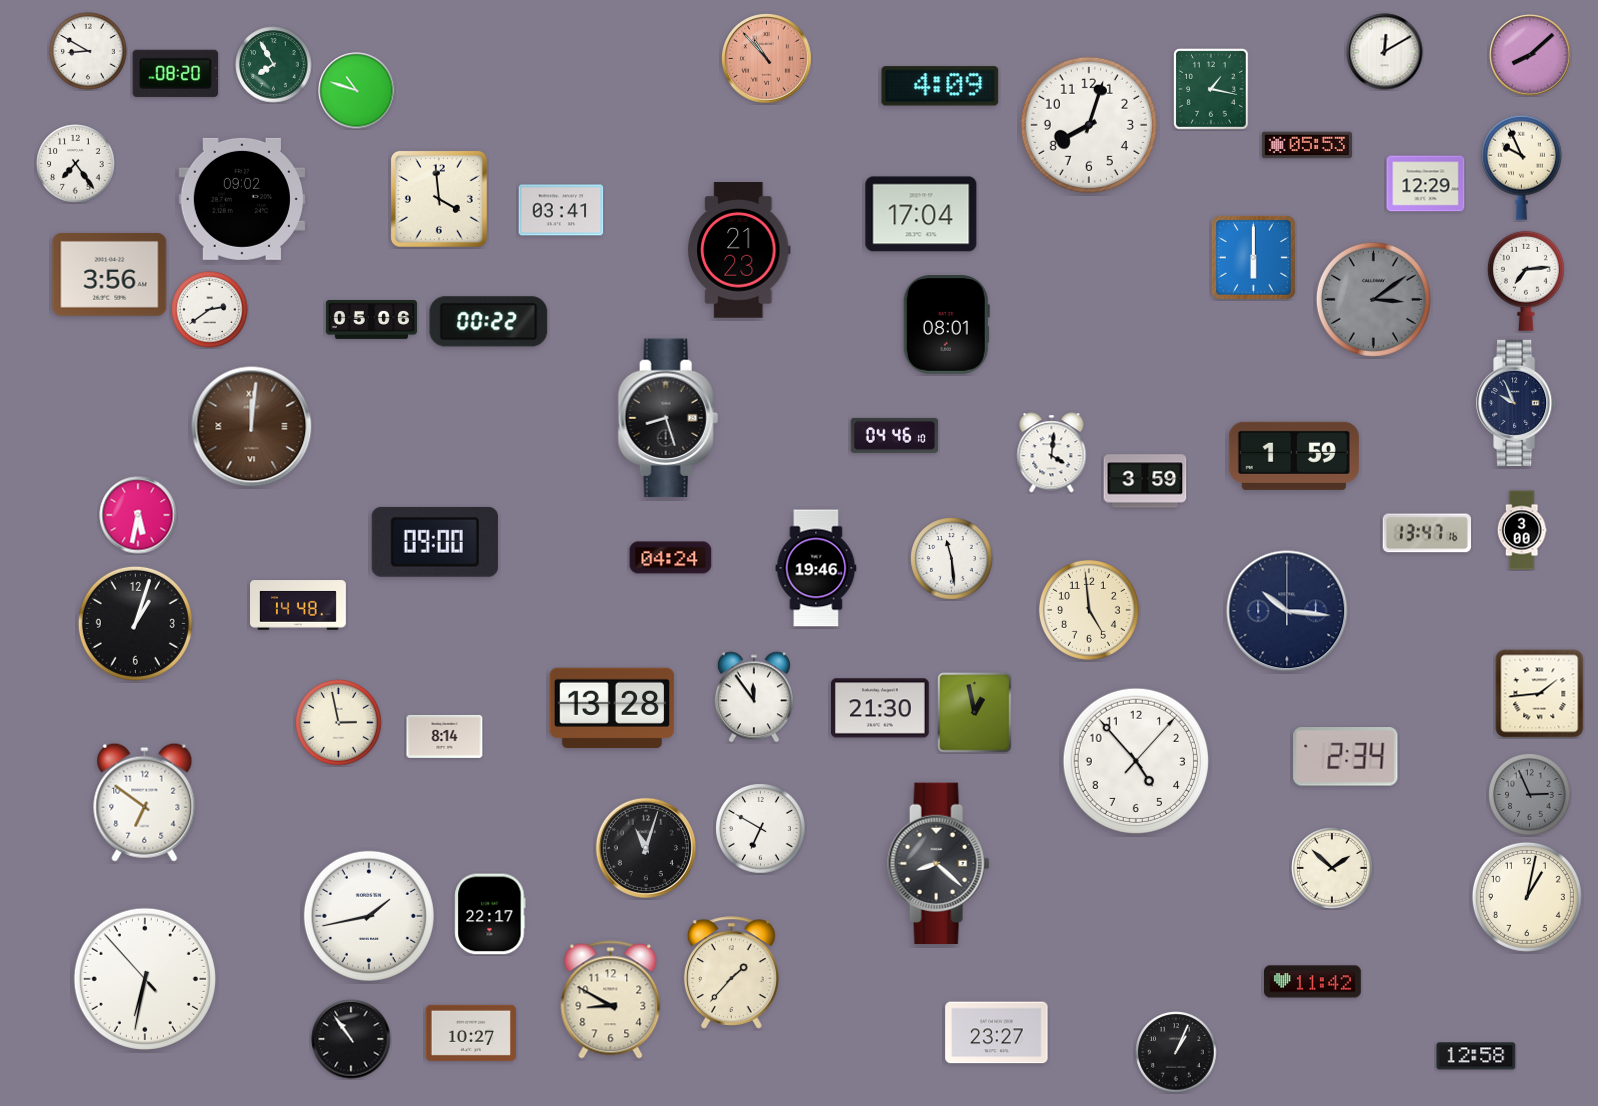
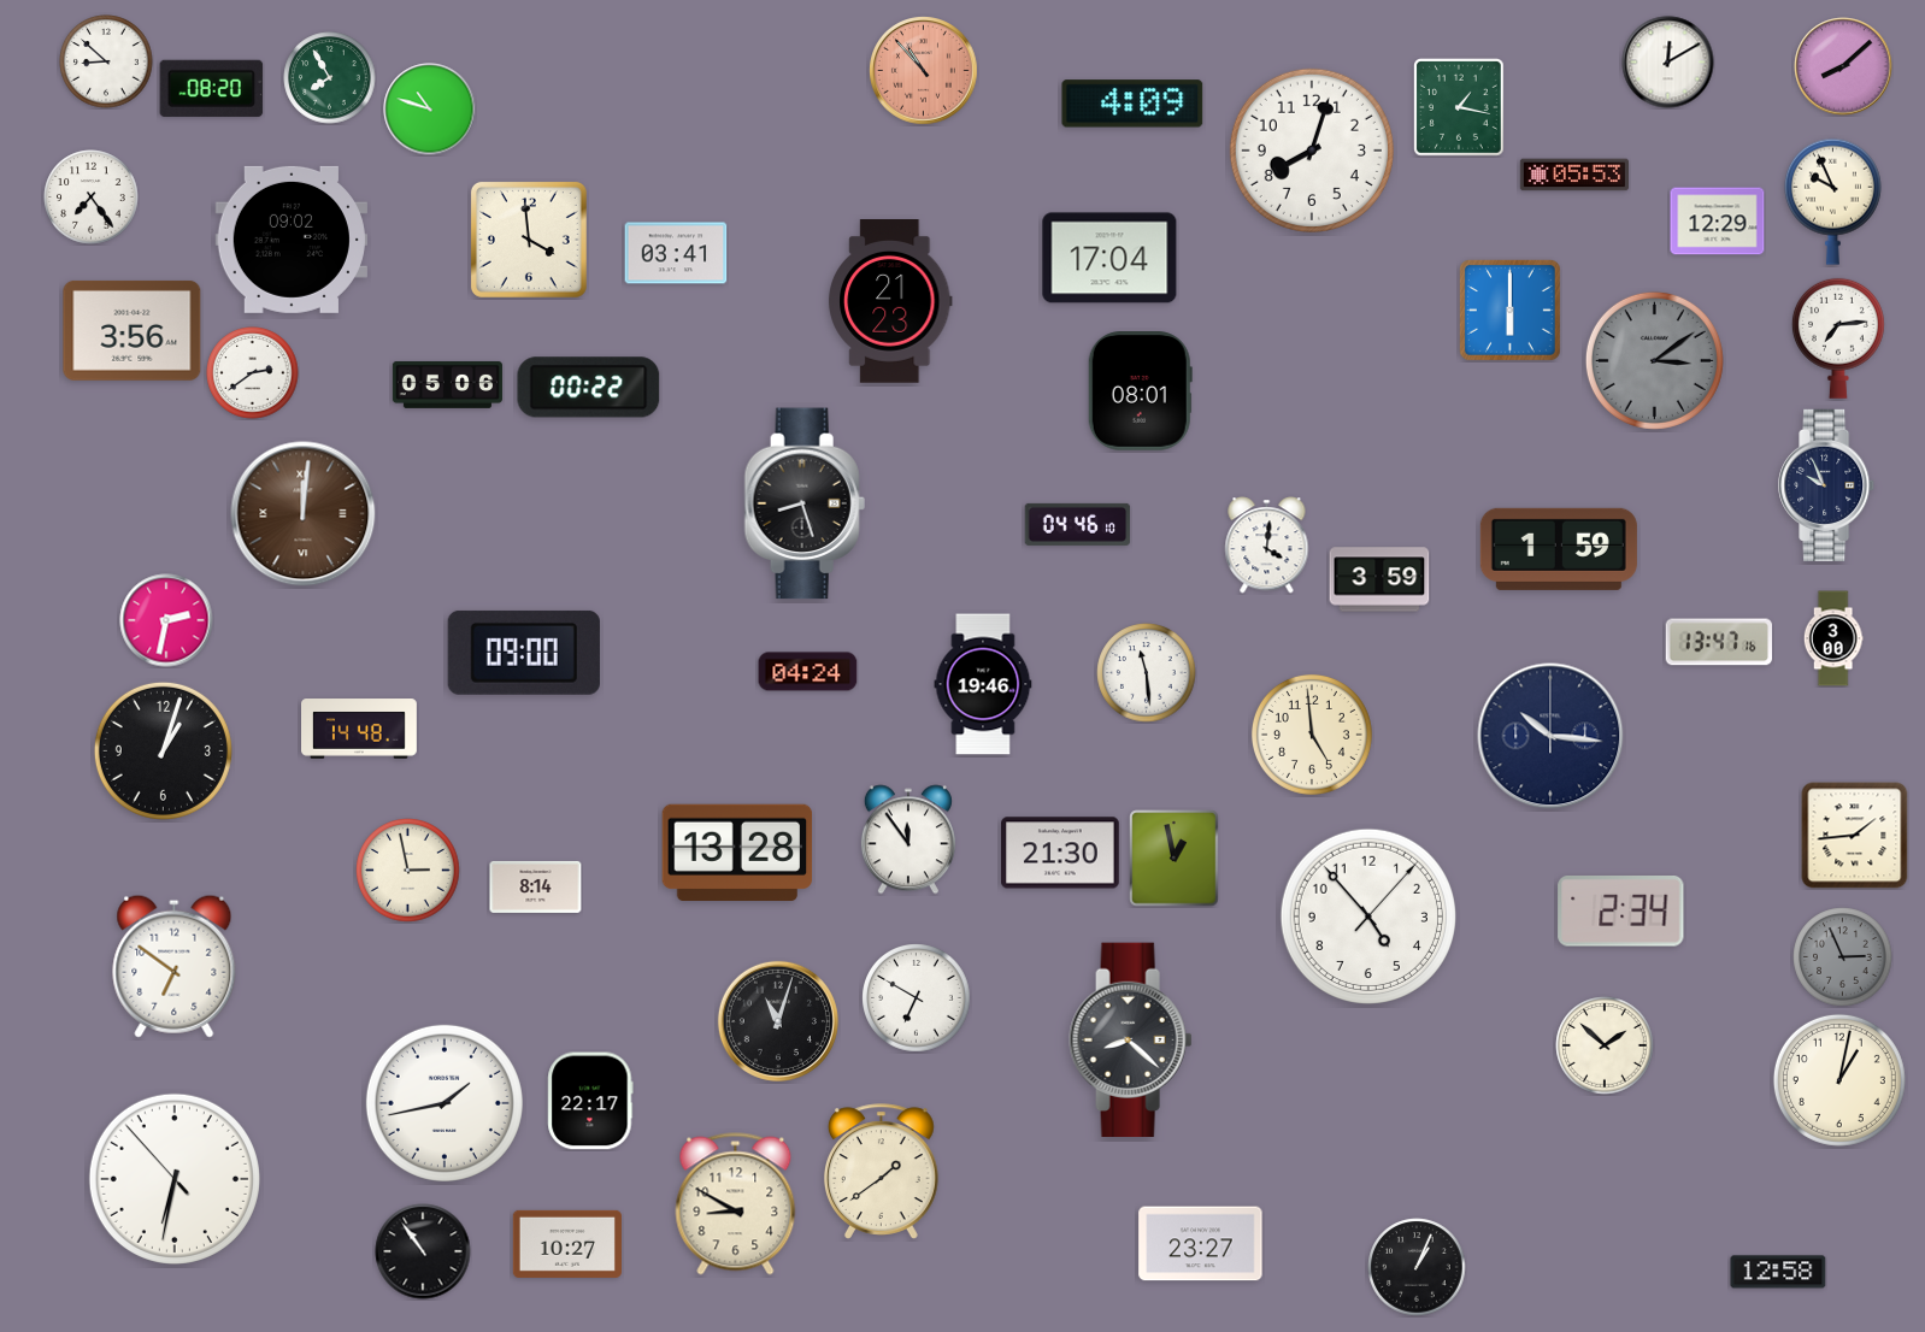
clock at (88, 51): 8:50 -> 8:52
clock at (138, 515): 5:32 -> 2:32
clock at (731, 973): 1:37 -> 1:39
clock at (1313, 982): 11:42 -> none
